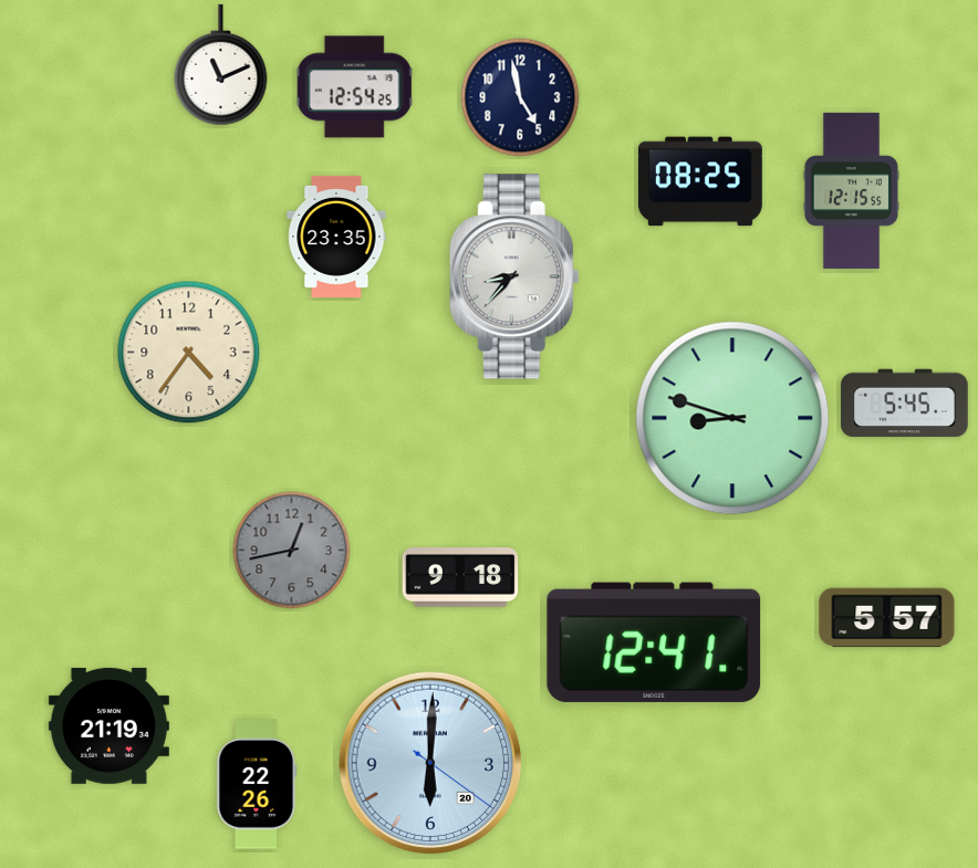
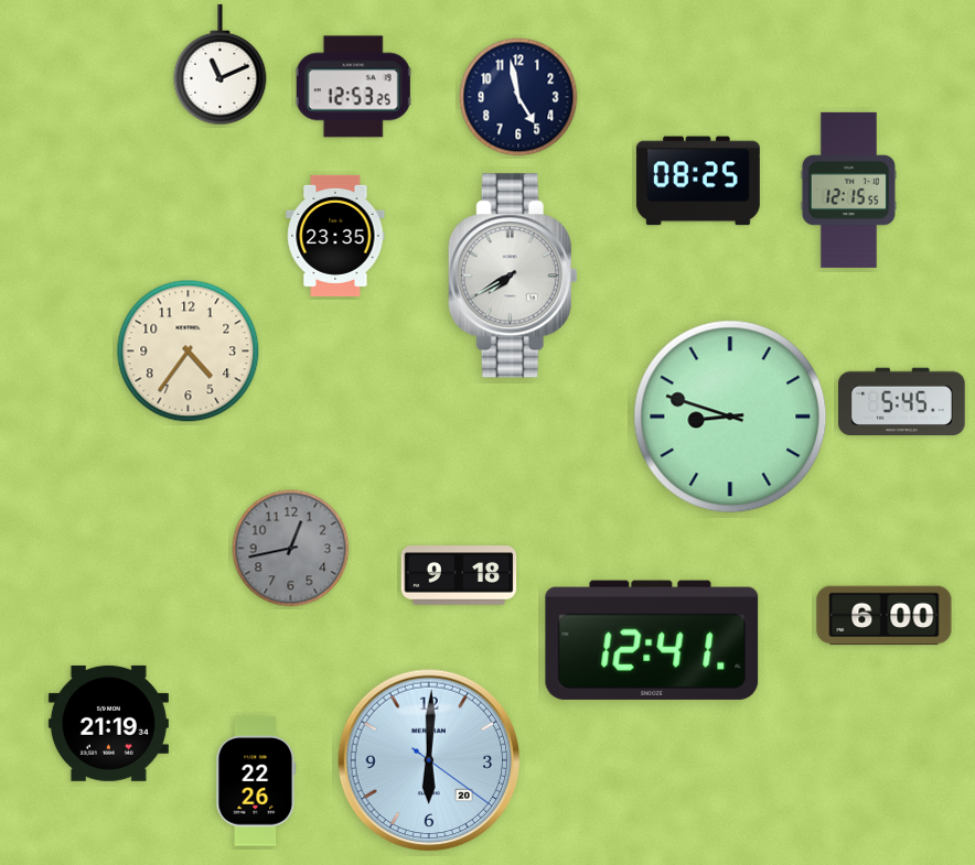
clock at (354, 87): 12:54 -> 12:53
clock at (514, 276): 8:37 -> 7:40
clock at (887, 618): 5:57 -> 6:00
